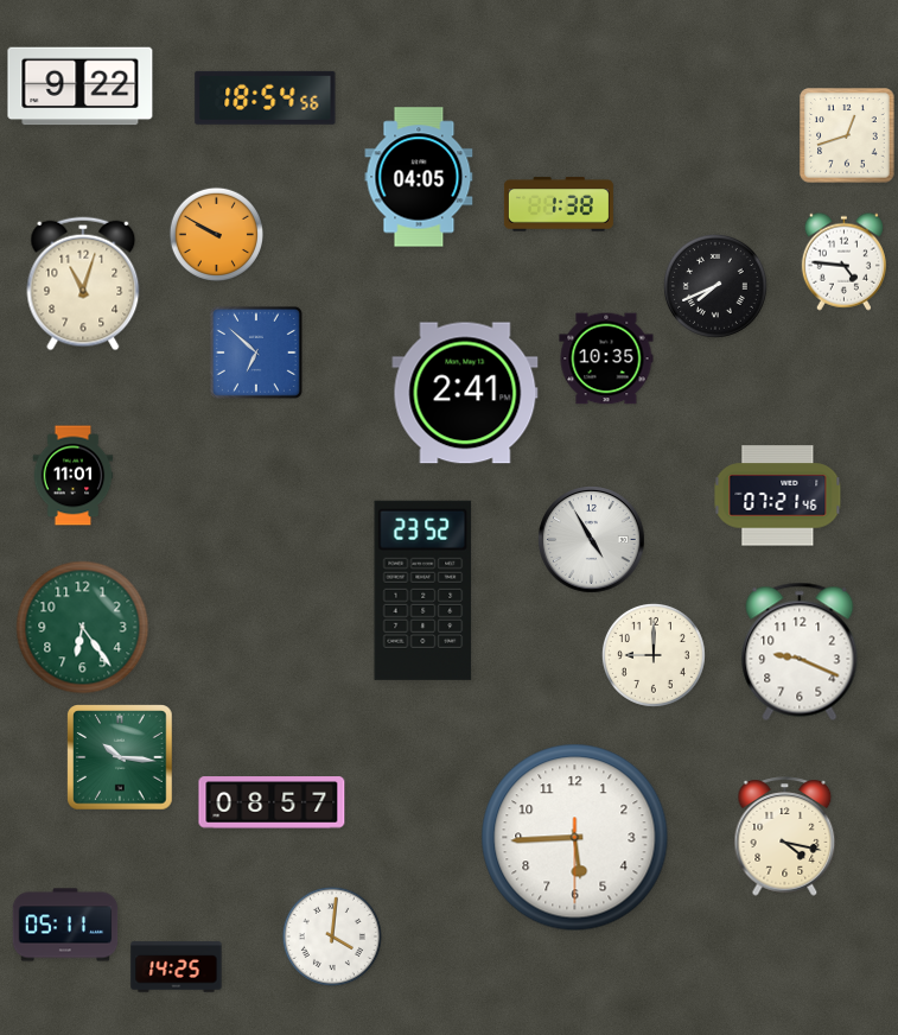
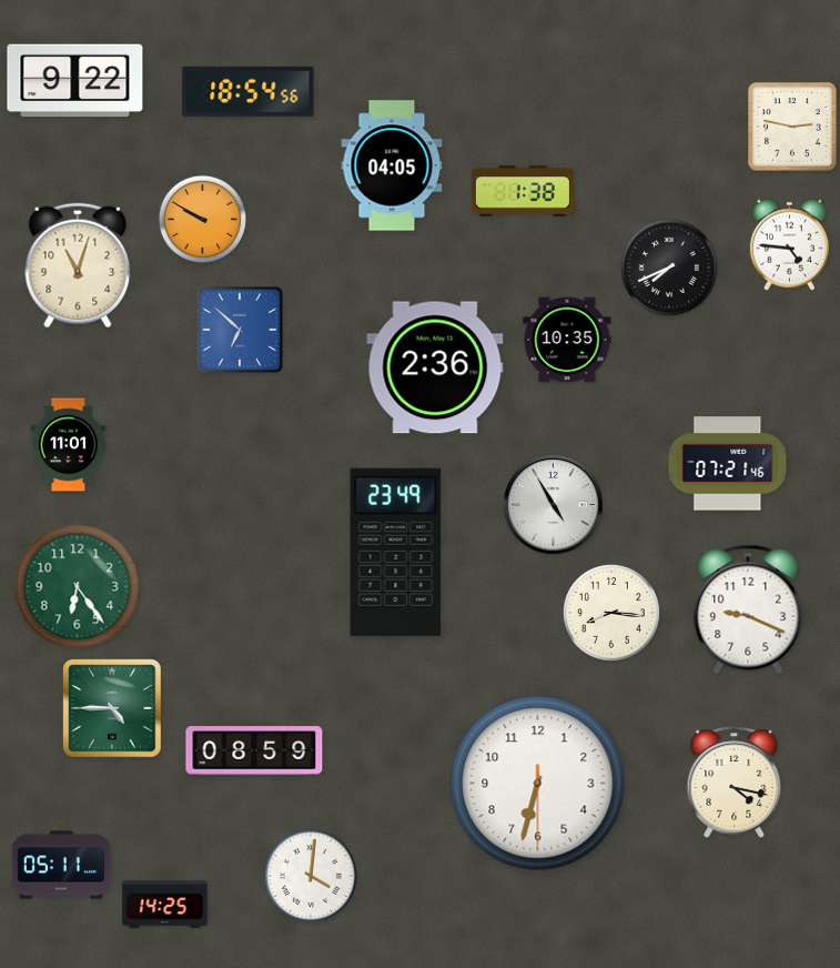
clock at (847, 135): 12:42 -> 2:47
clock at (606, 358) position: (606, 358) -> (567, 340)
clock at (465, 393): 2:41 -> 2:36
clock at (423, 590): 23:52 -> 23:49
clock at (654, 655): 9:00 -> 8:16
clock at (120, 757): 10:16 -> 4:45
clock at (272, 802): 08:57 -> 08:59
clock at (575, 838): 5:44 -> 6:32
